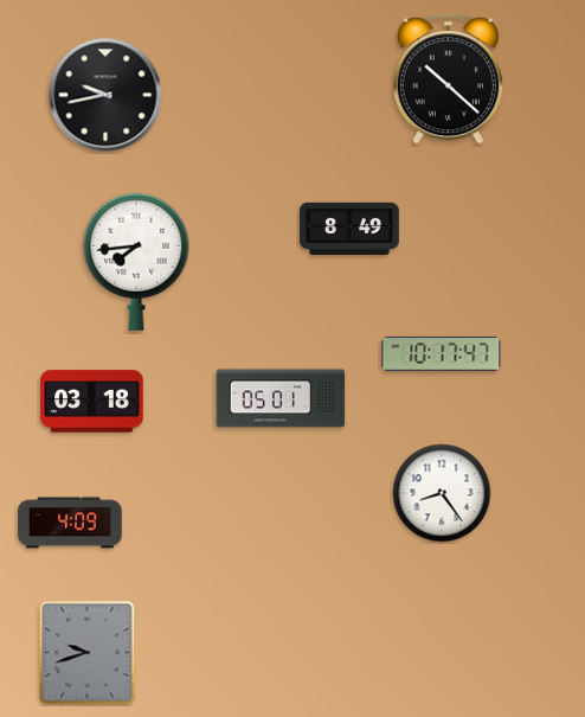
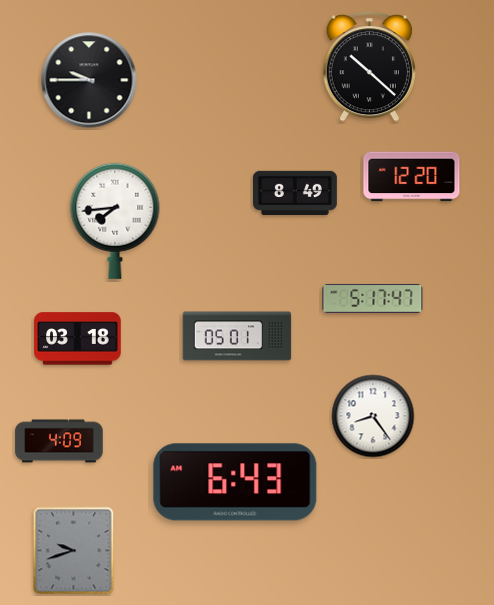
clock at (448, 79) position: (448, 79) -> (369, 67)
clock at (105, 95): 9:43 -> 9:45
clock at (412, 177): none -> 12:20
clock at (442, 353): 10:17 -> 5:17
clock at (235, 482): none -> 6:43
